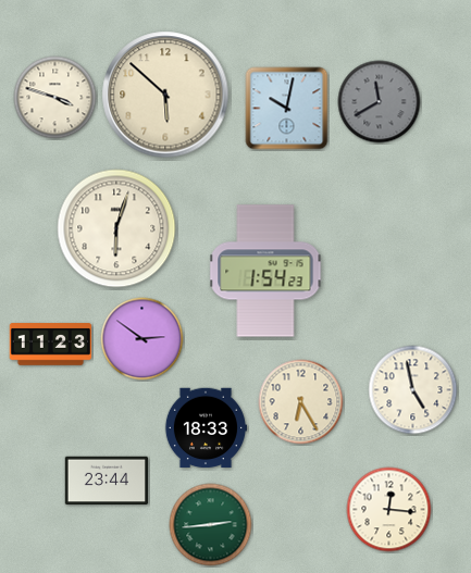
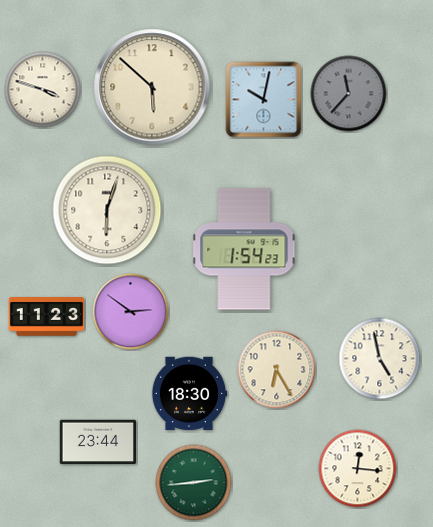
clock at (55, 98) position: (55, 98) -> (43, 90)
clock at (380, 102): 11:40 -> 11:37
clock at (206, 428): 18:33 -> 18:30
